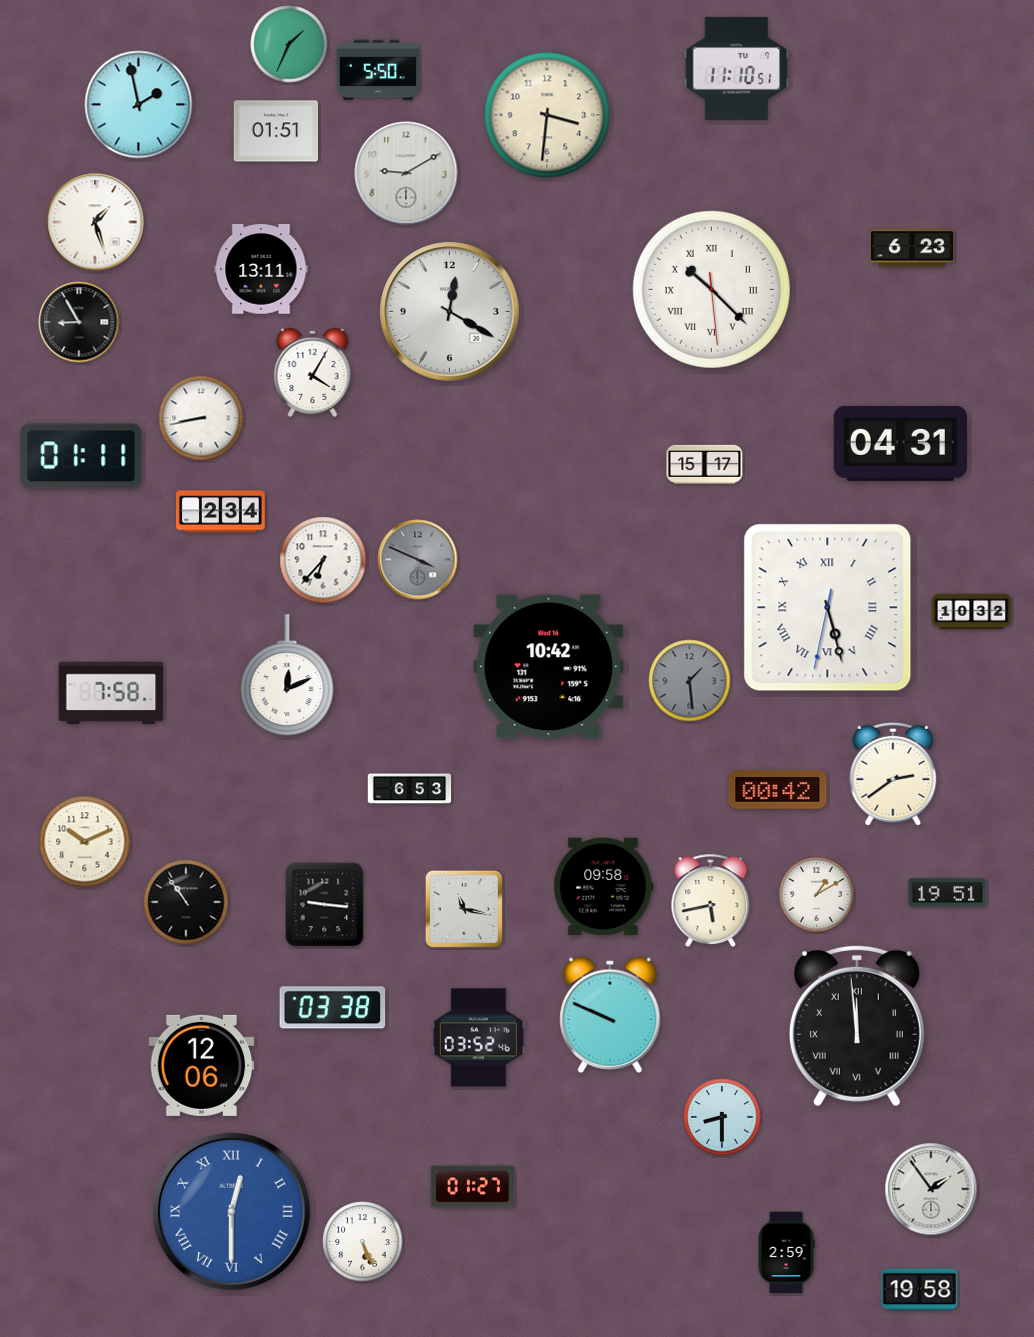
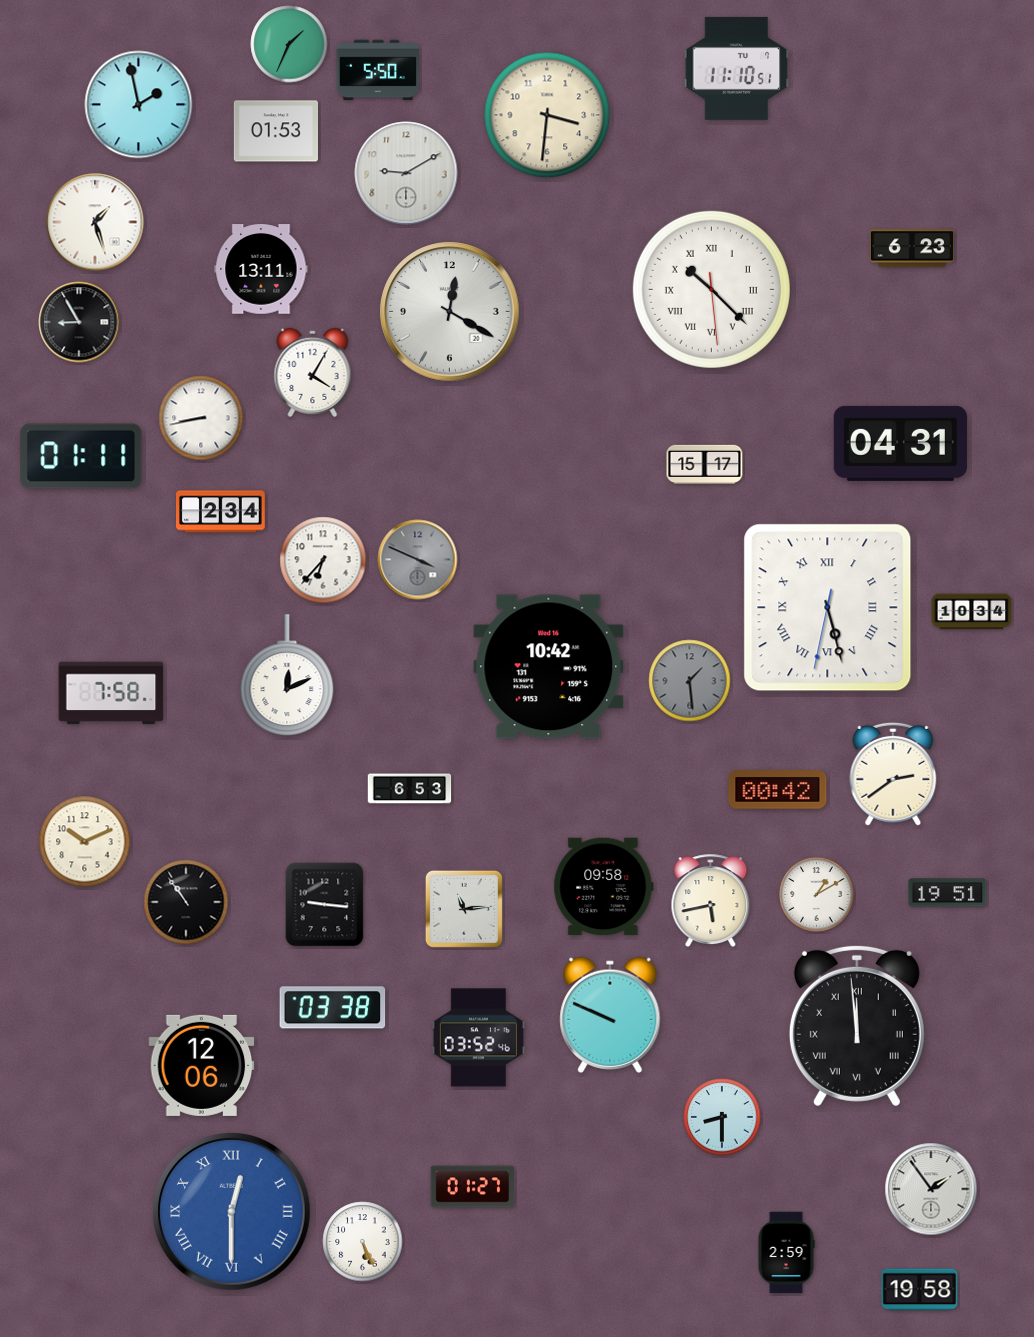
clock at (275, 131): 01:51 -> 01:53
clock at (972, 612): 10:32 -> 10:34
clock at (464, 909): 11:17 -> 11:14
